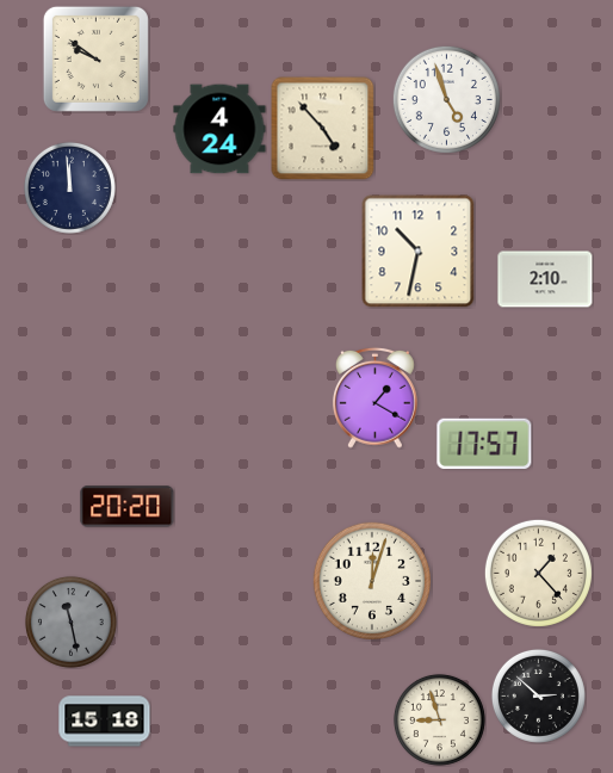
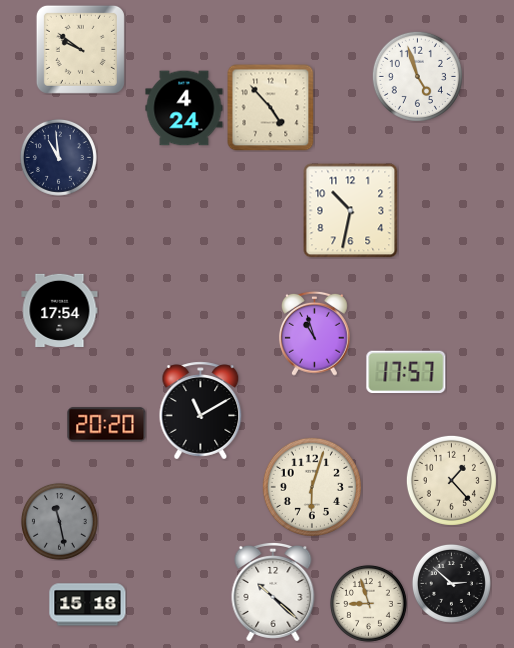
clock at (446, 99) position: (446, 99) -> (417, 76)
clock at (69, 187): 11:59 -> 10:59
clock at (545, 279): 2:10 -> none
clock at (60, 310): none -> 17:54
clock at (376, 397): 1:20 -> 10:57
clock at (201, 411): none -> 11:10
clock at (371, 580): 12:03 -> 6:03
clock at (273, 592): none -> 10:22
